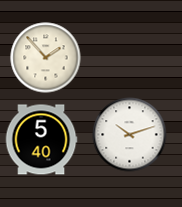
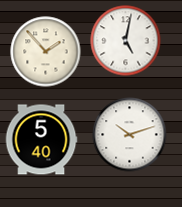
clock at (126, 41): none -> 5:02
clock at (46, 58) position: (46, 58) -> (46, 52)
